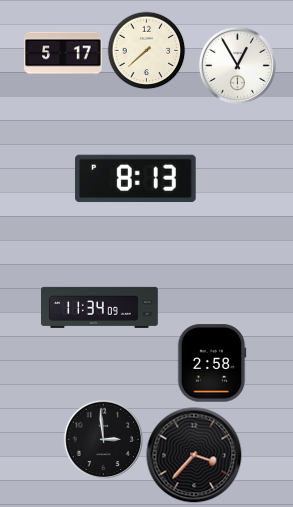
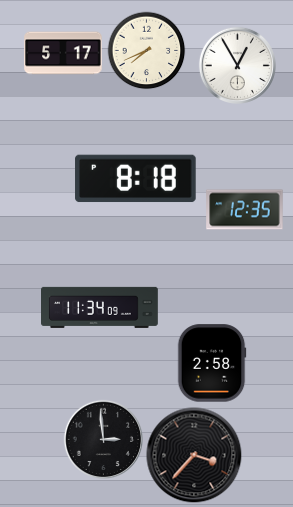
clock at (146, 50): 7:38 -> 7:41
clock at (136, 179): 8:13 -> 8:18
clock at (245, 210): none -> 12:35
